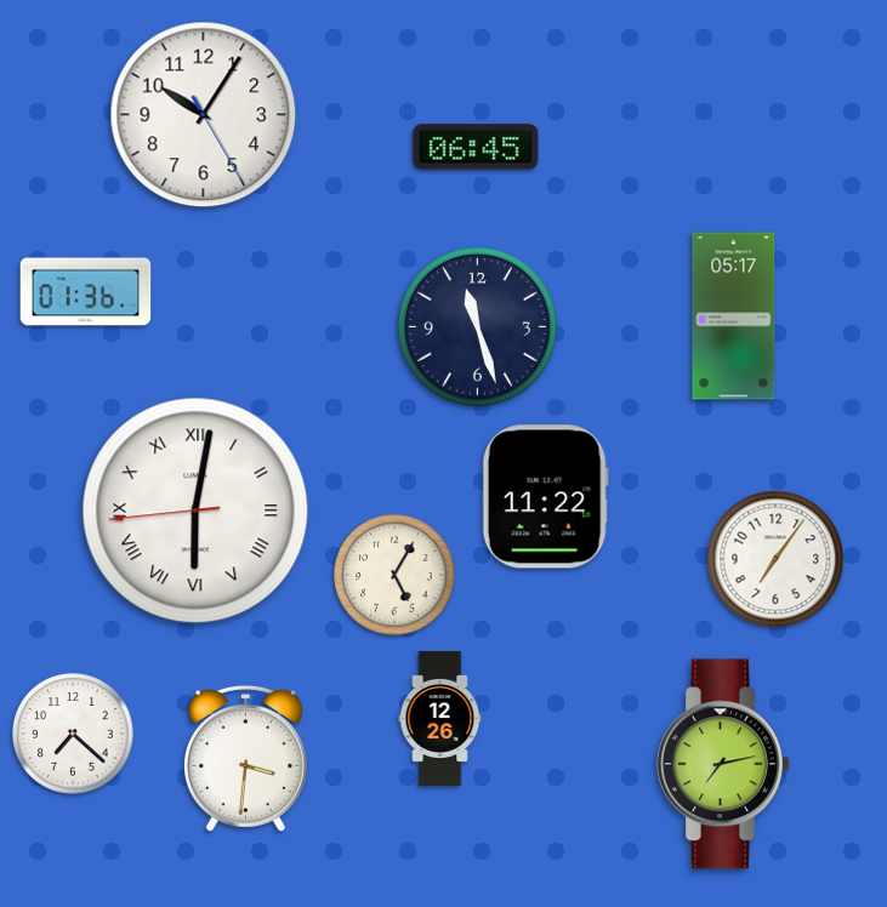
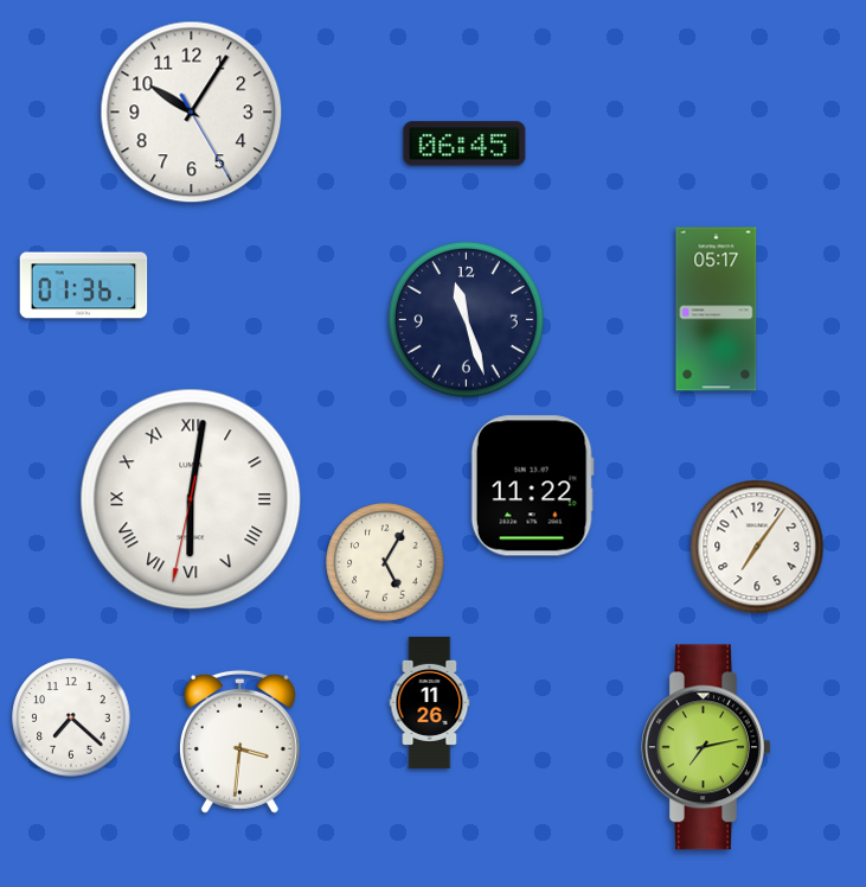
clock at (204, 115) position: (204, 115) -> (192, 113)
clock at (195, 510): 6:01:44 -> 6:01:32
clock at (440, 718): 12:26 -> 11:26
